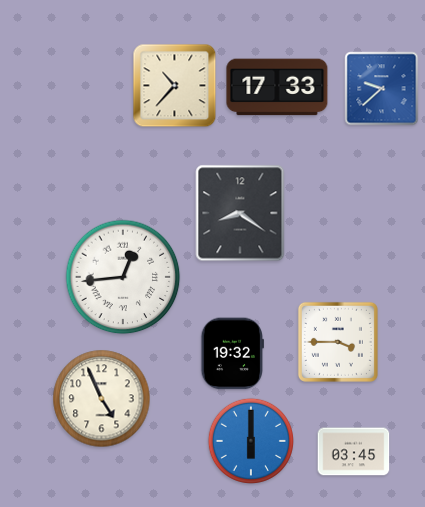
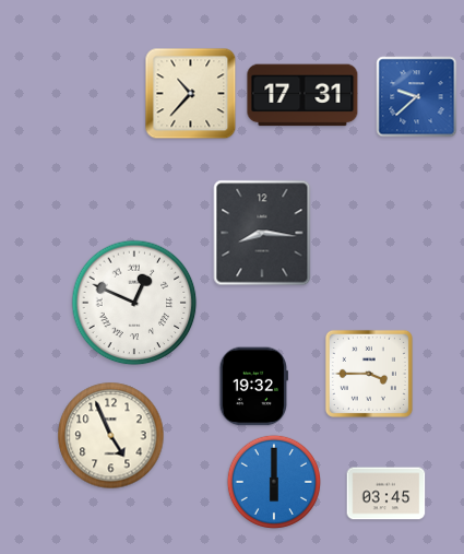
clock at (277, 87): 17:33 -> 17:31
clock at (240, 213): 8:21 -> 8:16
clock at (123, 277): 12:44 -> 12:49
